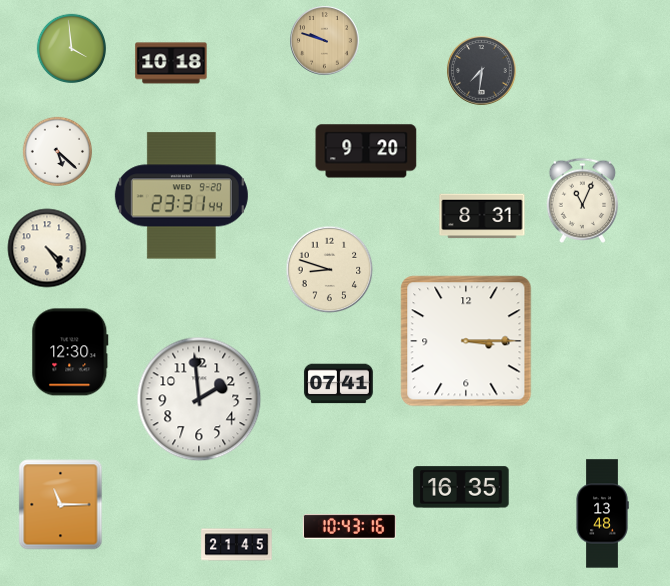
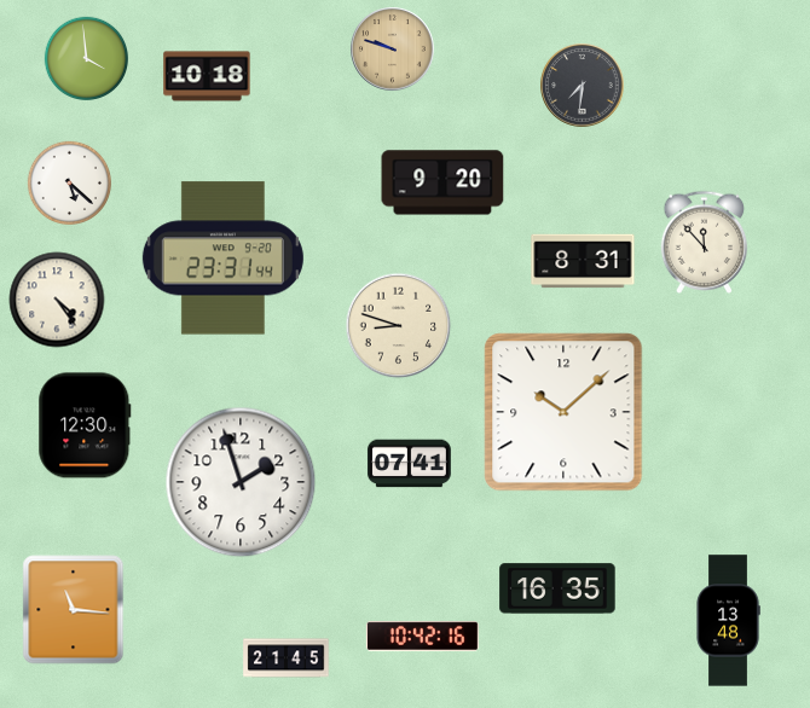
clock at (181, 196) position: (181, 196) -> (222, 259)
clock at (583, 200): 11:04 -> 11:53
clock at (466, 341): 3:15 -> 10:08
clock at (199, 399): 1:59 -> 1:57
clock at (61, 505): 11:15 -> 11:16
clock at (349, 527): 10:43 -> 10:42
